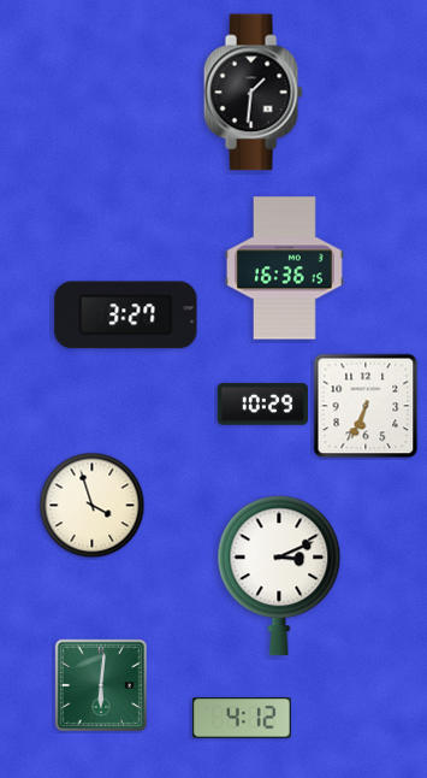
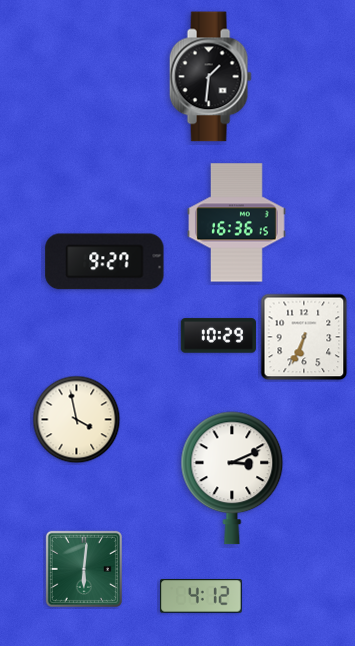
clock at (126, 316): 3:27 -> 9:27
clock at (93, 506): 3:57 -> 3:58
